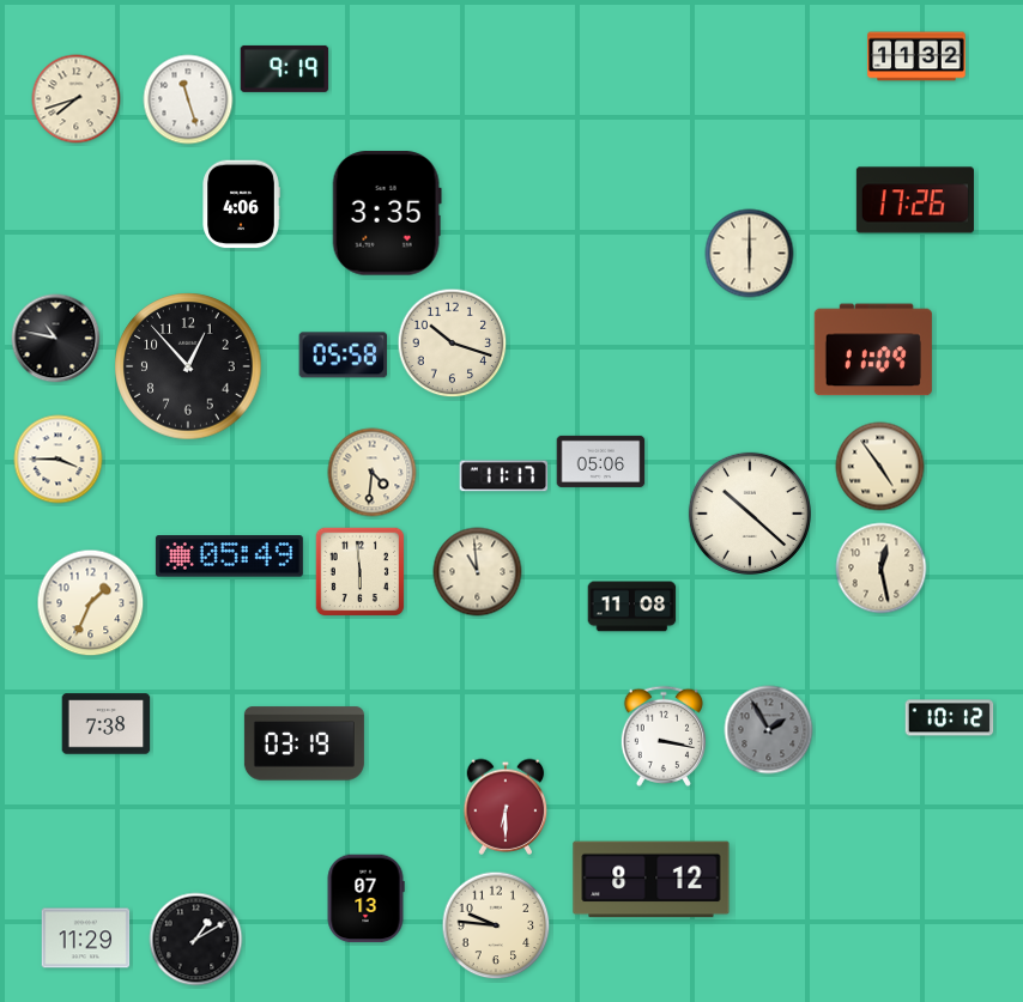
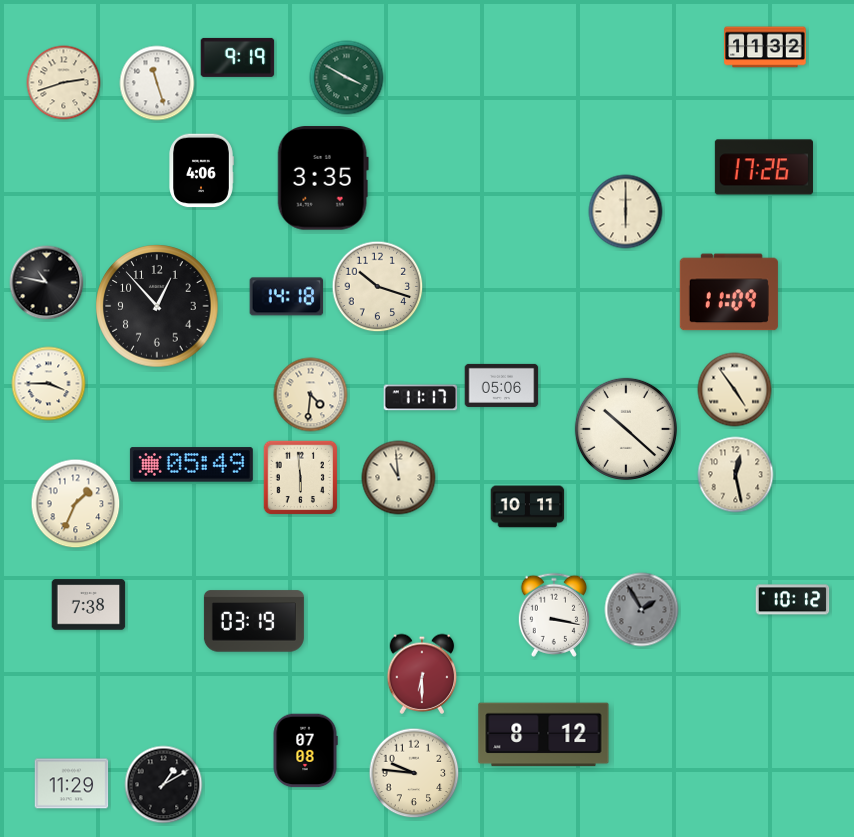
clock at (347, 78): none -> 3:50
clock at (77, 99): 7:42 -> 2:42
clock at (344, 356): 05:58 -> 14:18
clock at (632, 607): 11:08 -> 10:11
clock at (365, 899): 07:13 -> 07:08
